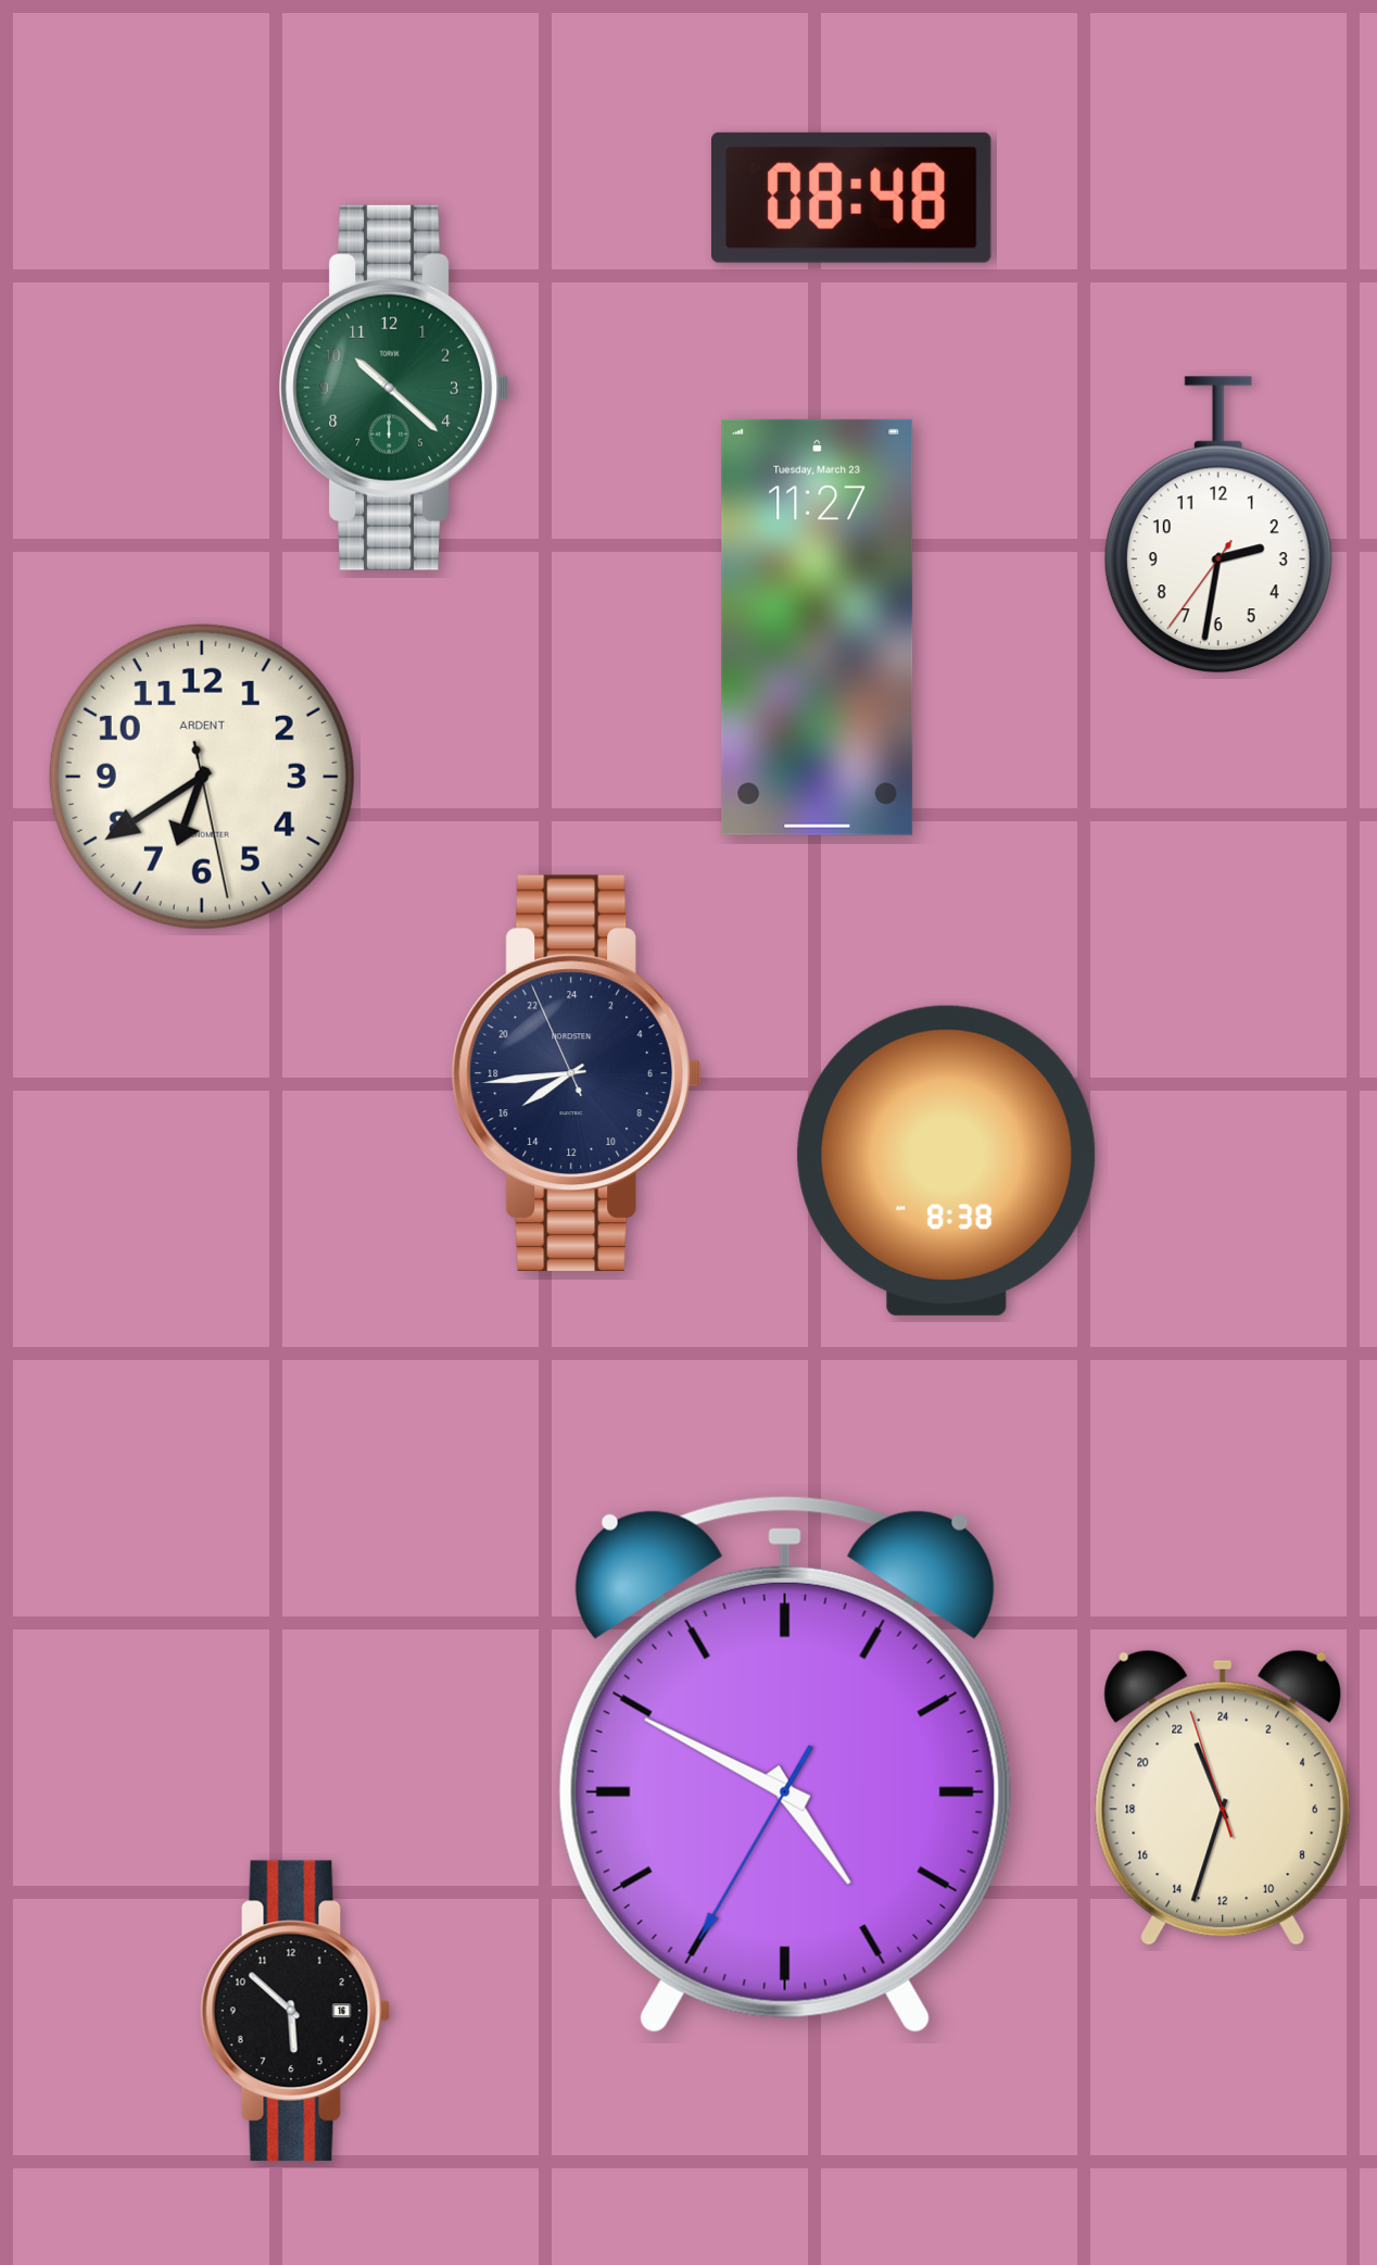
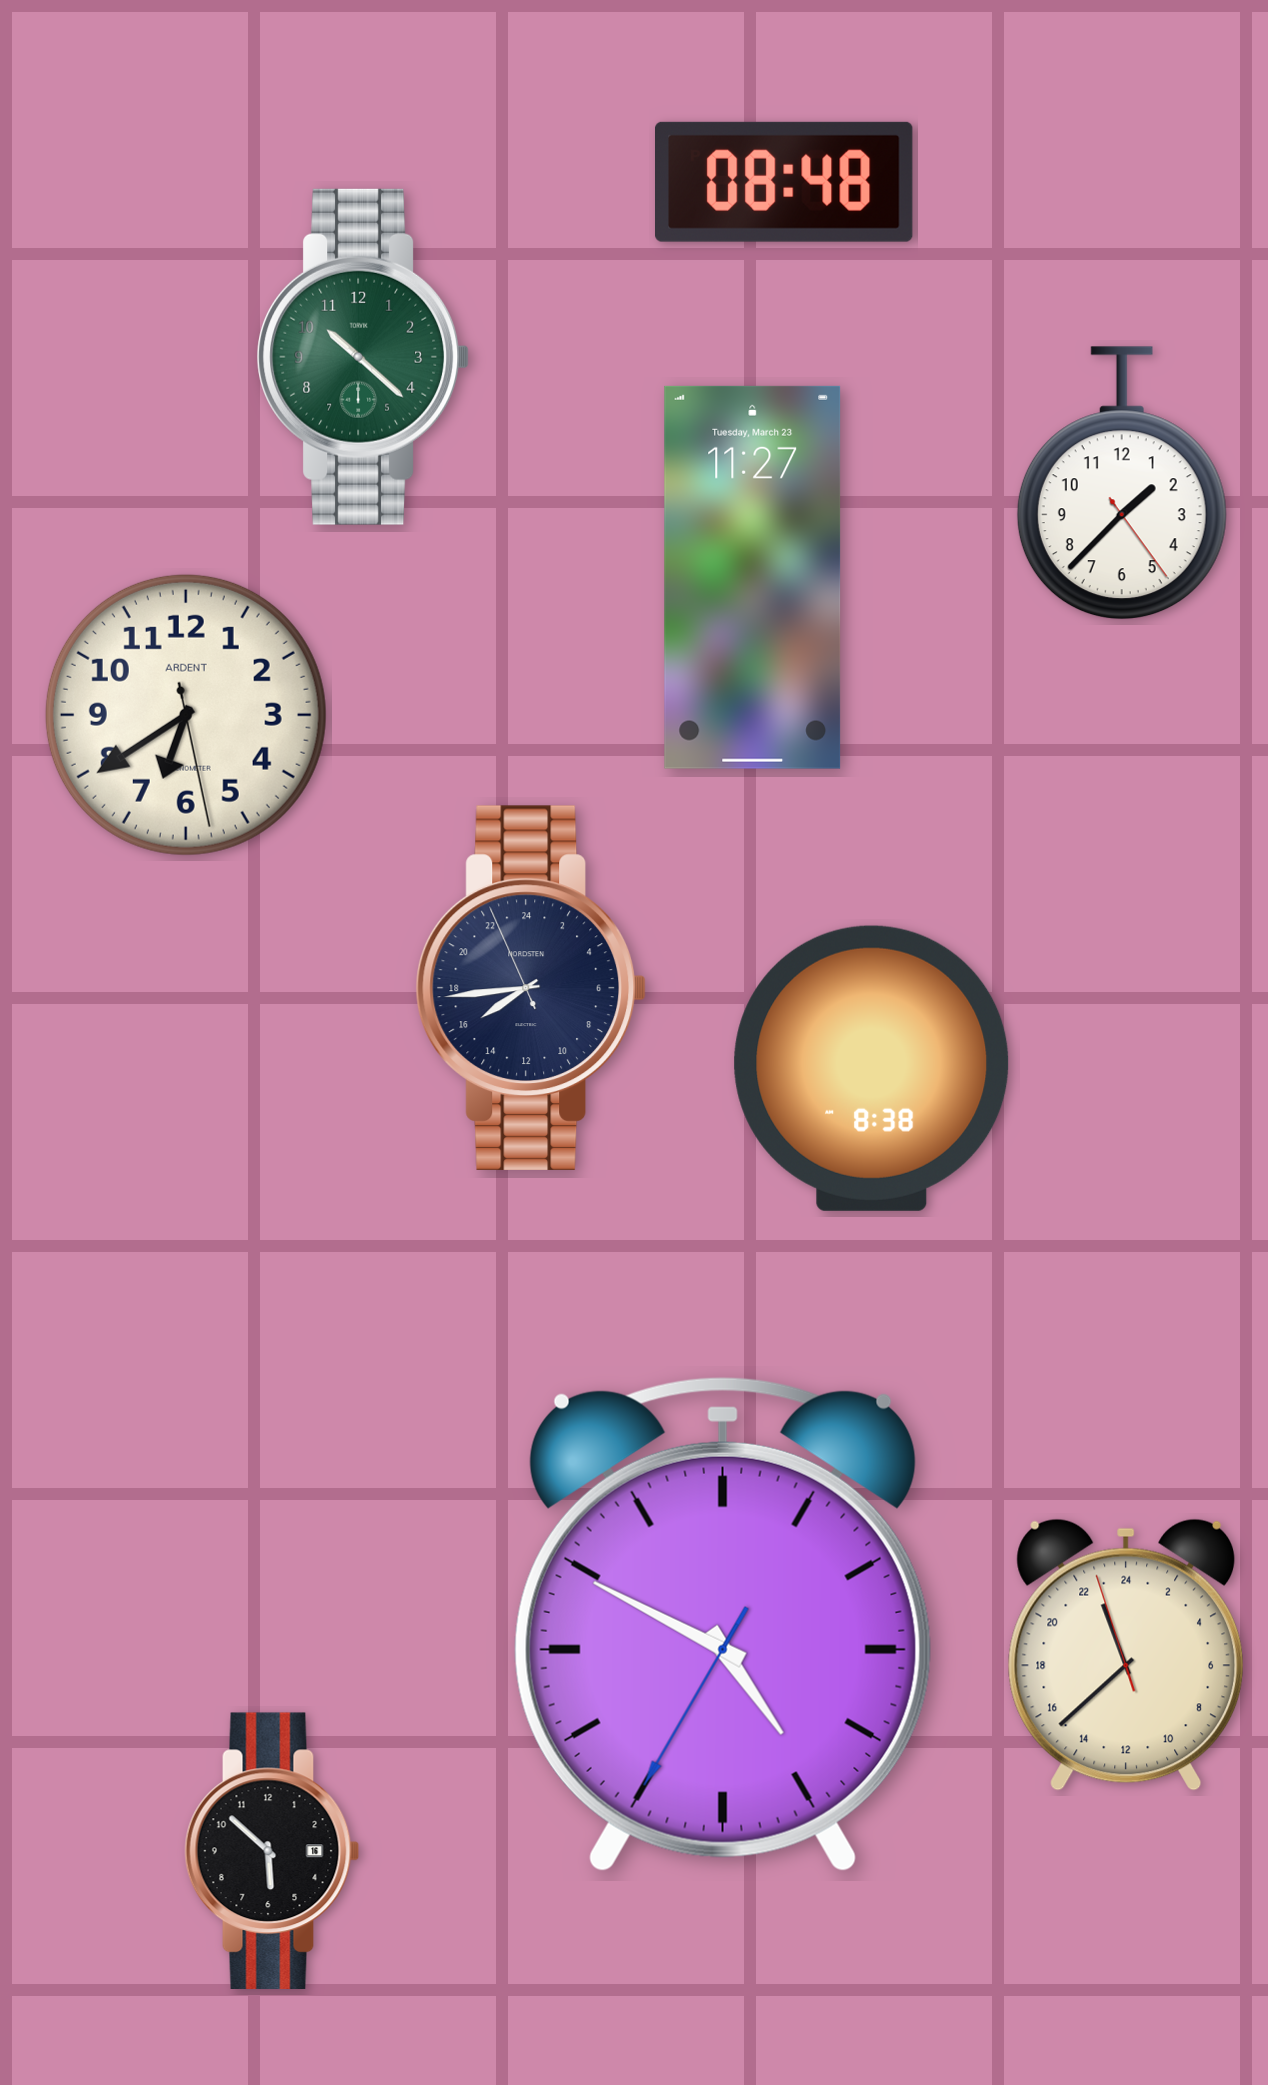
clock at (1218, 526): 2:31 -> 1:37
clock at (1222, 1798): 22:32 -> 22:37
